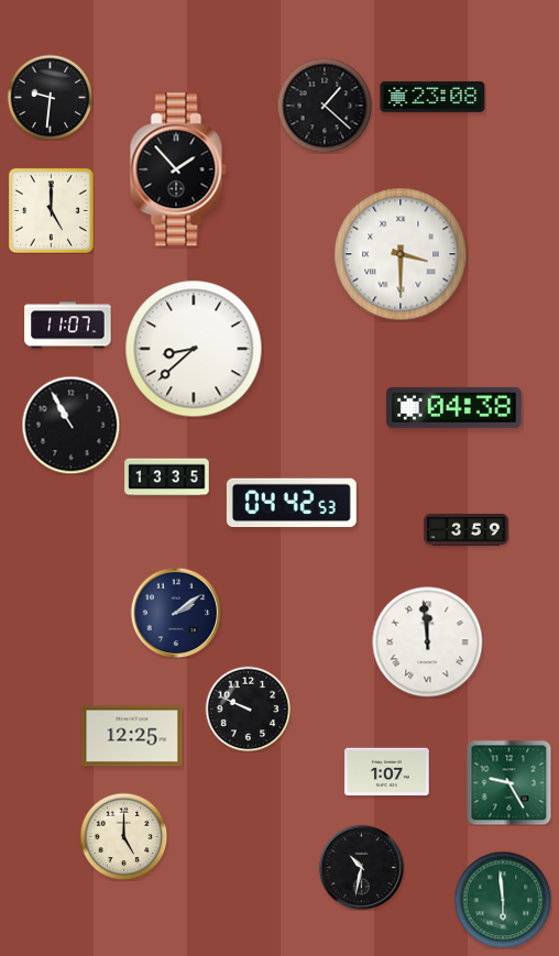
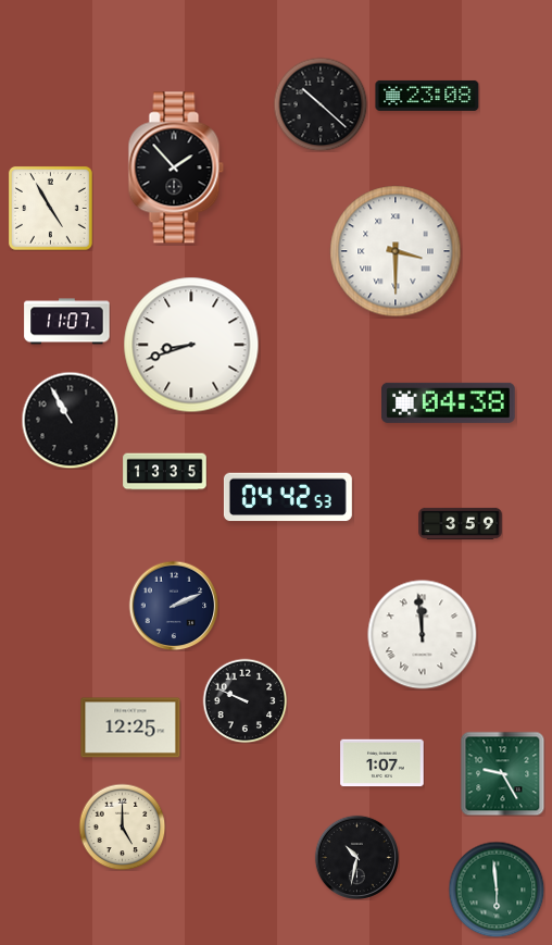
clock at (50, 97): 9:31 -> none
clock at (325, 106): 1:22 -> 10:22
clock at (52, 211): 5:00 -> 4:55
clock at (194, 349): 8:38 -> 8:42
clock at (176, 613): 2:09 -> 2:11
